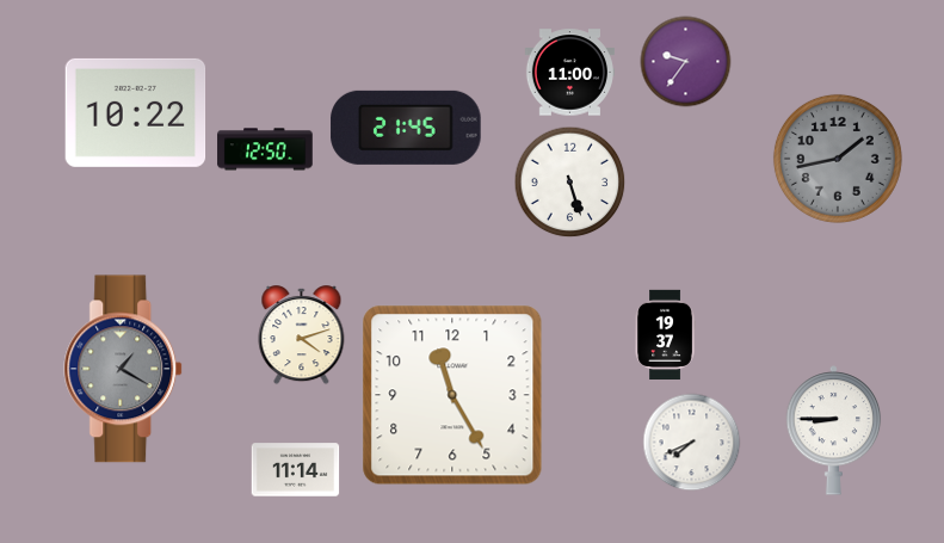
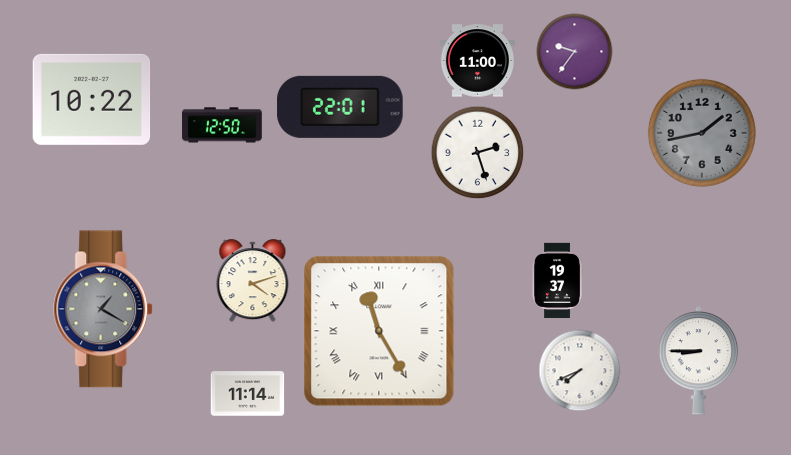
clock at (136, 112) position: (136, 112) -> (92, 99)
clock at (406, 128): 21:45 -> 22:01
clock at (570, 183): 5:27 -> 2:27
clock at (452, 395) numerals: Arabic -> Roman
